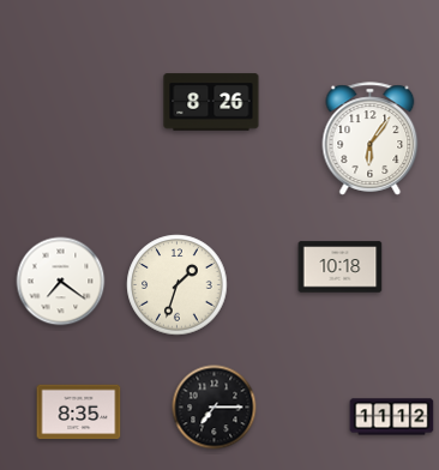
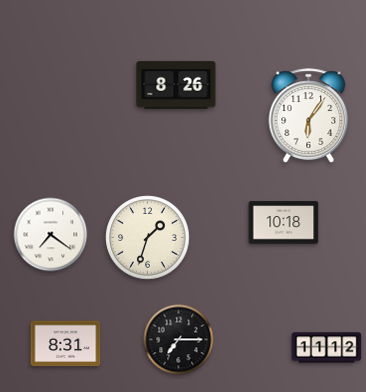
clock at (79, 412): 8:35 -> 8:31
